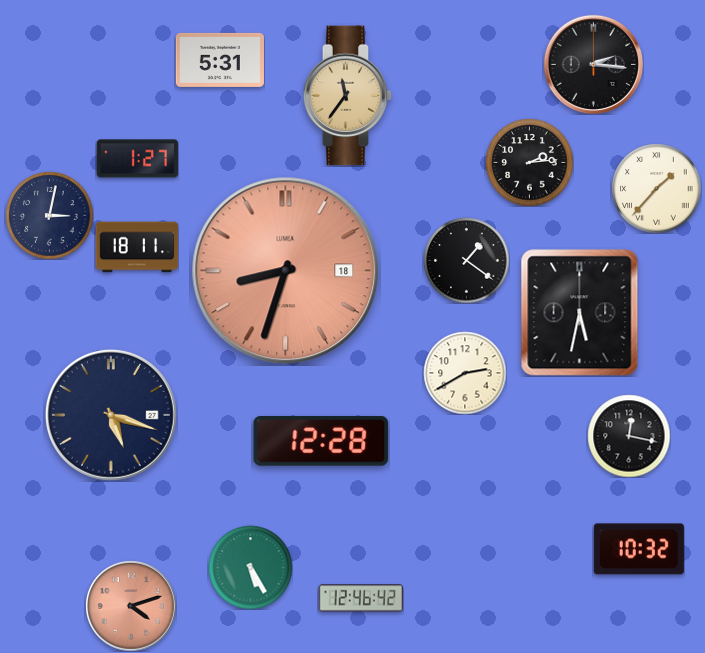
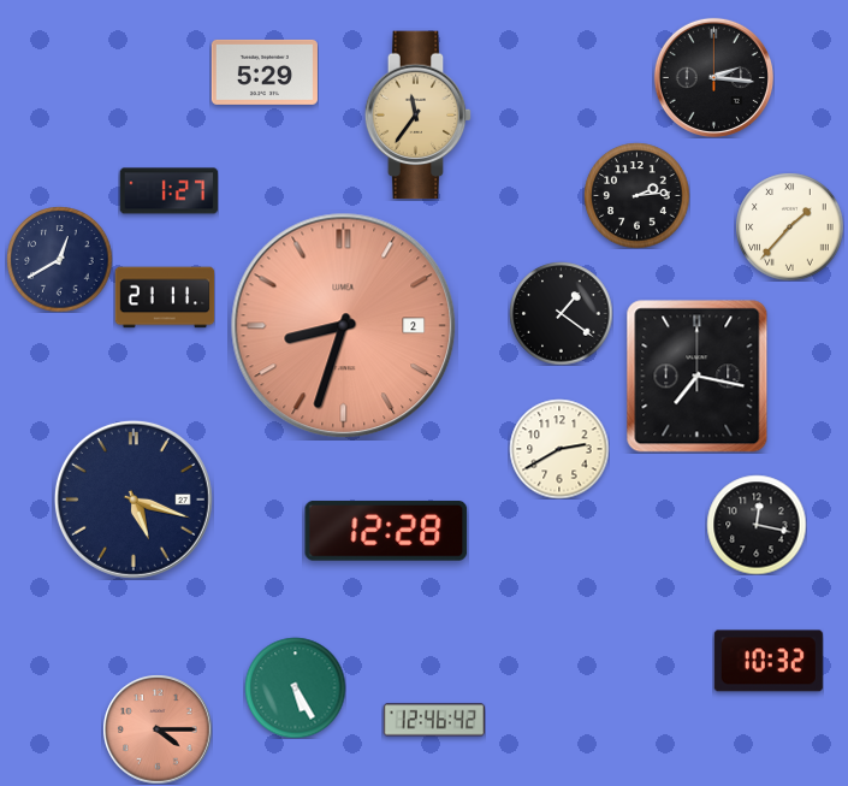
clock at (220, 60): 5:31 -> 5:29
clock at (137, 159) position: (137, 159) -> (168, 191)
clock at (49, 215): 3:02 -> 12:40
clock at (137, 247): 18:11 -> 21:11
clock at (286, 271) date: 18 -> 2
clock at (580, 313): 5:32 -> 7:17
clock at (250, 567) position: (250, 567) -> (295, 687)
clock at (131, 606): 4:12 -> 4:15
